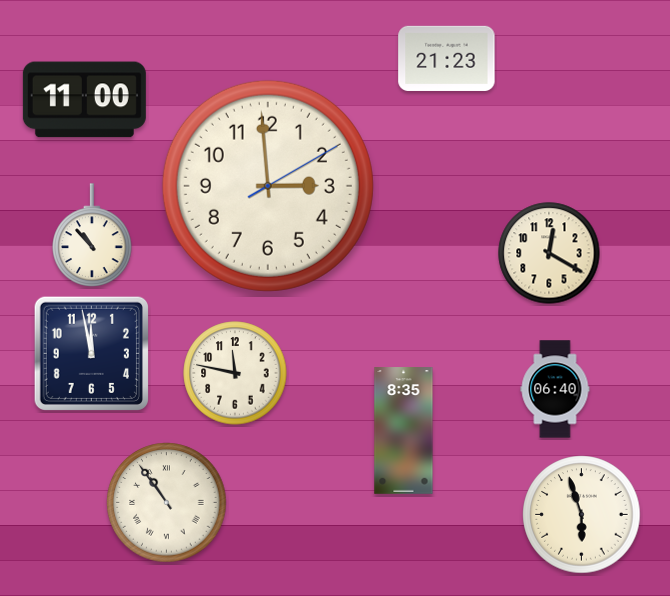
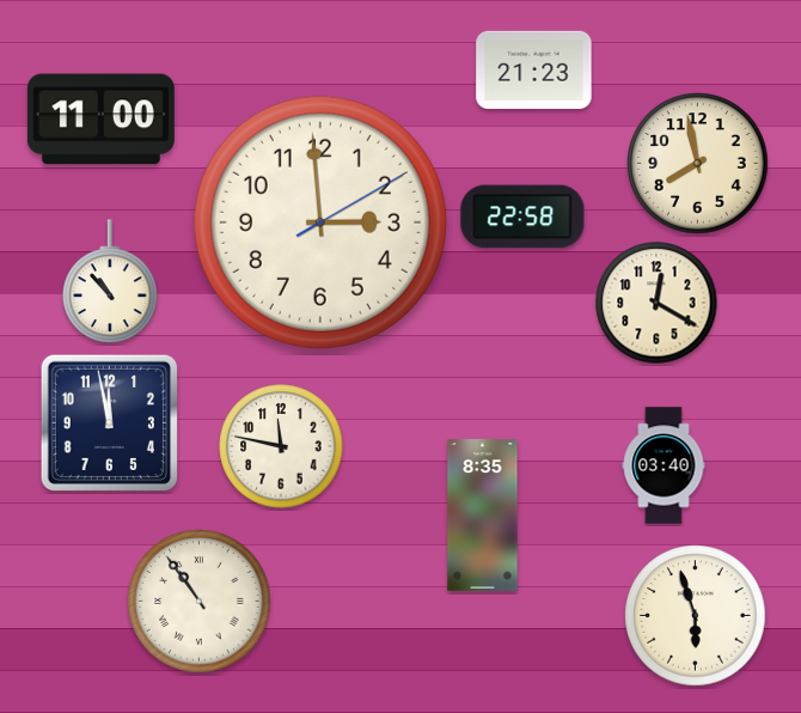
clock at (698, 164): none -> 7:58
clock at (522, 217): none -> 22:58
clock at (555, 389): 06:40 -> 03:40
